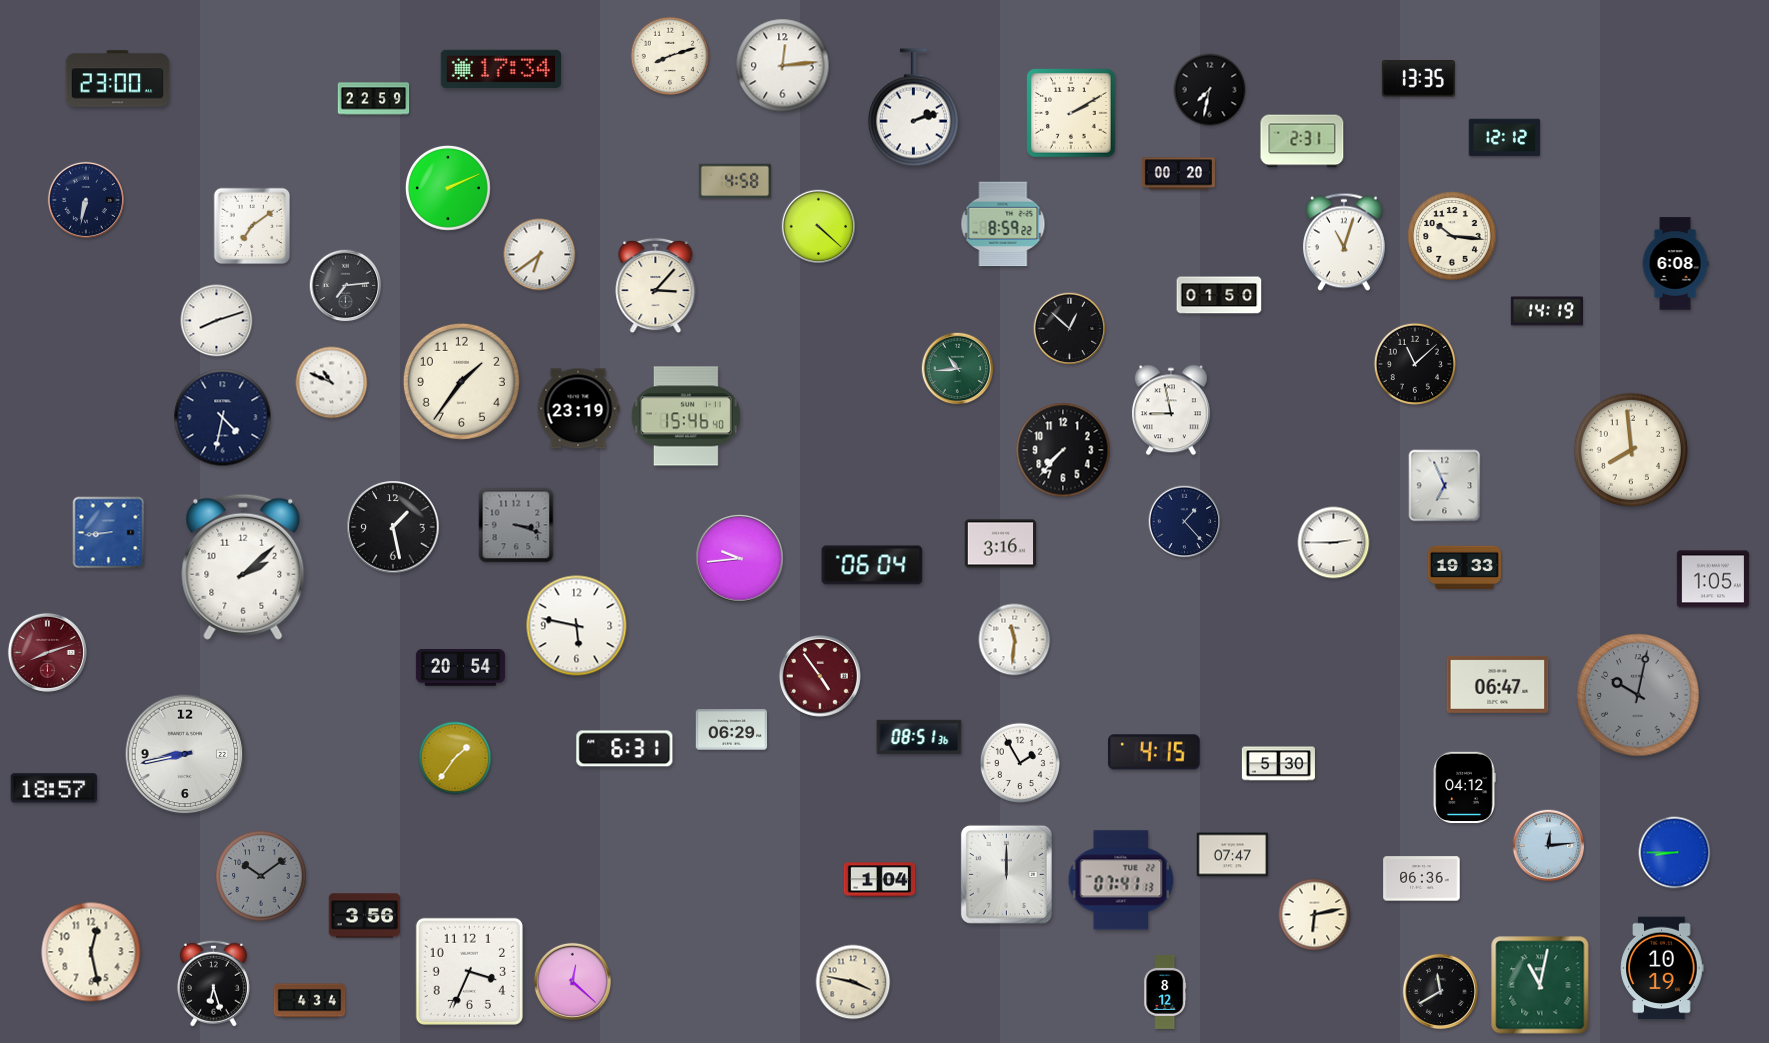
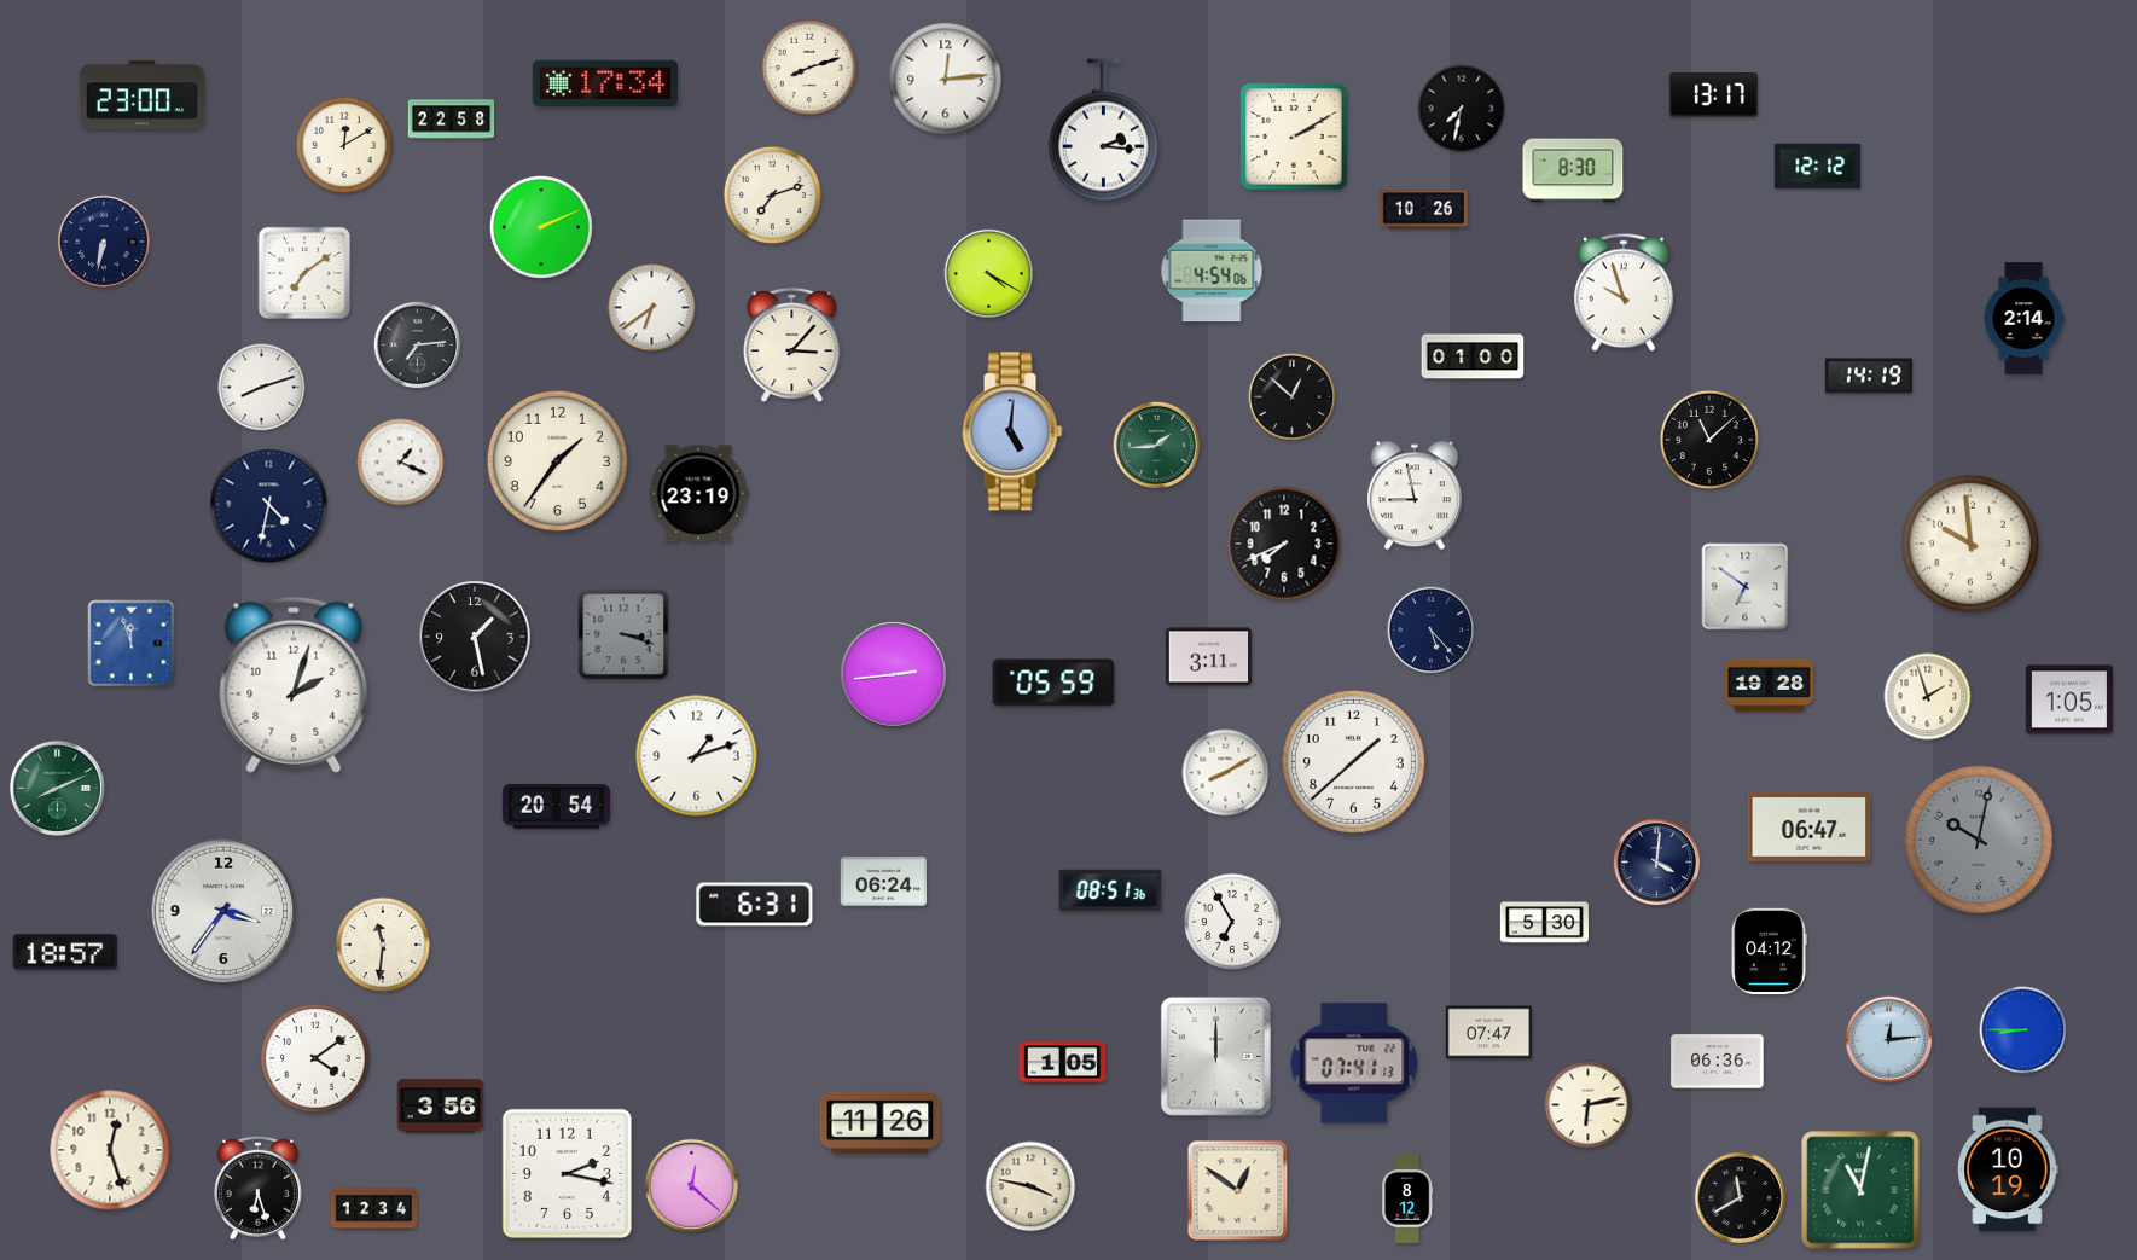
clock at (1418, 79): 13:35 -> 13:17
clock at (374, 99): 22:59 -> 22:58
clock at (913, 108): 2:12 -> 2:16
clock at (343, 144): none -> 12:10
clock at (1302, 141): 2:31 -> 8:30
clock at (772, 194): none -> 7:12
clock at (1178, 174): 00:20 -> 10:26
clock at (735, 181): 4:58 -> none
clock at (1003, 224): 8:59 -> 4:54
clock at (819, 227): 4:22 -> 4:20
clock at (1452, 236): 10:16 -> none
clock at (1345, 242): 11:03 -> 9:57
clock at (1675, 264): 6:08 -> 2:14
clock at (1219, 295): 01:50 -> 01:00
clock at (1012, 431): none -> 5:01
clock at (958, 369): 10:44 -> 1:44
clock at (332, 383): 10:49 -> 1:19
clock at (686, 416): 15:46 -> none
clock at (1063, 450): 7:37 -> 7:41
clock at (1631, 450): 7:59 -> 9:59
clock at (1445, 486): 6:56 -> 6:51
clock at (1185, 522): 1:23 -> 5:23
clock at (109, 533): 8:44 -> 11:57
clock at (1334, 543): 2:45 -> none
clock at (1001, 544): 3:16 -> 3:11
clock at (740, 559): 9:44 -> 2:44
clock at (872, 565): 06:04 -> 05:59
clock at (243, 567): 2:08 -> 2:03
clock at (1464, 568): 19:33 -> 19:28
clock at (1928, 697): none -> 1:57
clock at (577, 626): 5:47 -> 1:12
clock at (1353, 761): none -> 1:38
clock at (1015, 640): 11:31 -> 8:10
clock at (47, 652): 8:12 -> 8:11
clock at (47, 652) dial: burgundy -> green
clock at (820, 676): 4:54 -> none
clock at (1657, 863): none -> 4:01
clock at (732, 730): 06:29 -> 06:24
clock at (1155, 752): 4:15 -> none
clock at (185, 754): 8:43 -> 3:36
clock at (455, 758): 1:36 -> none
clock at (1019, 762): 1:55 -> 6:55
clock at (383, 945): none -> 11:31
clock at (1549, 846) position: (1549, 846) -> (1889, 1040)
clock at (261, 876): 10:09 -> 4:09
clock at (261, 876) dial: grey -> white
clock at (880, 880): 1:04 -> 1:05
clock at (881, 1122): none -> 11:26
clock at (91, 952): 12:28 -> 12:27
clock at (469, 971): 3:34 -> 2:17
clock at (1238, 1191): none -> 12:51
clock at (310, 1001): 4:34 -> 12:34
